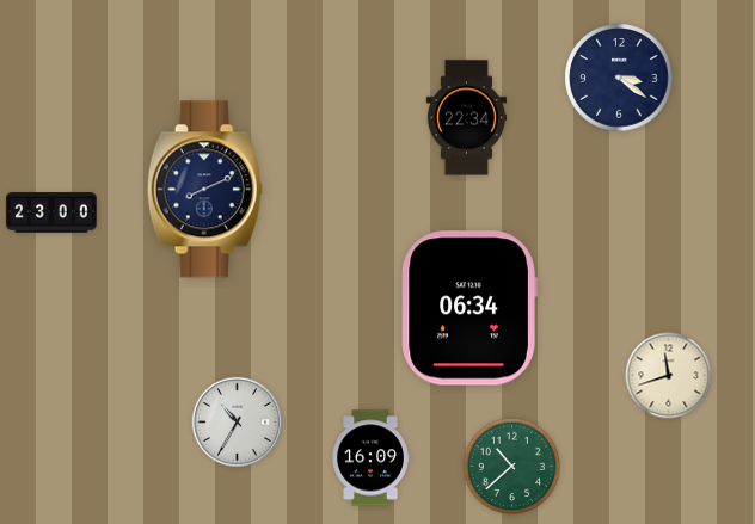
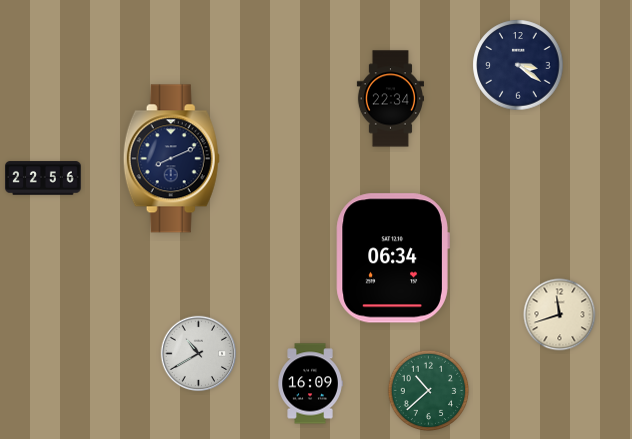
clock at (51, 212): 23:00 -> 22:56
clock at (238, 423): 10:35 -> 10:40
